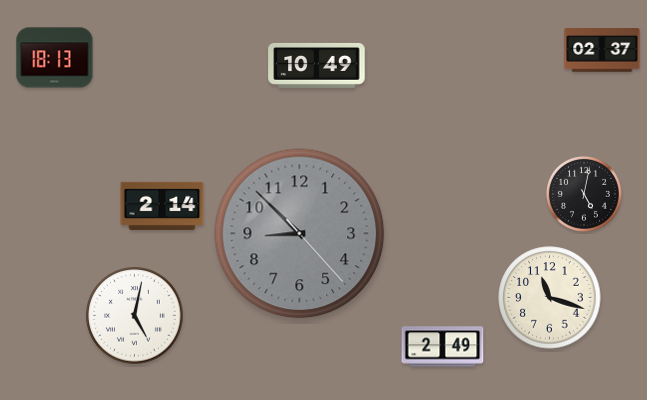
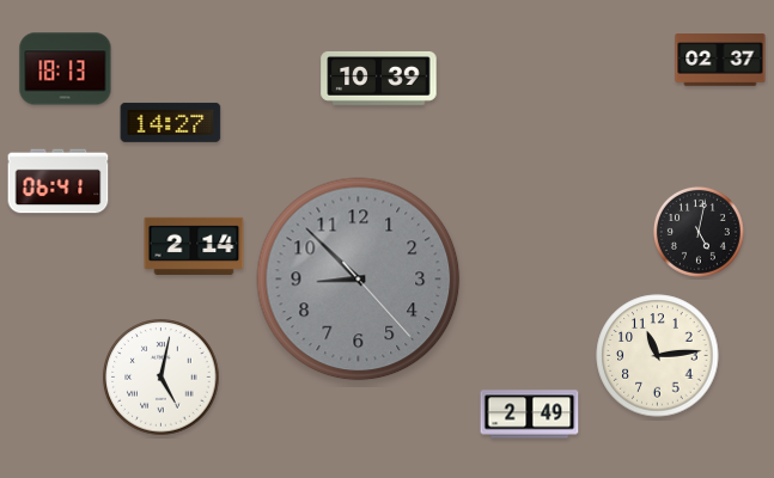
clock at (317, 65): 10:49 -> 10:39
clock at (171, 122): none -> 14:27
clock at (59, 182): none -> 06:41
clock at (550, 298): 11:18 -> 11:14
